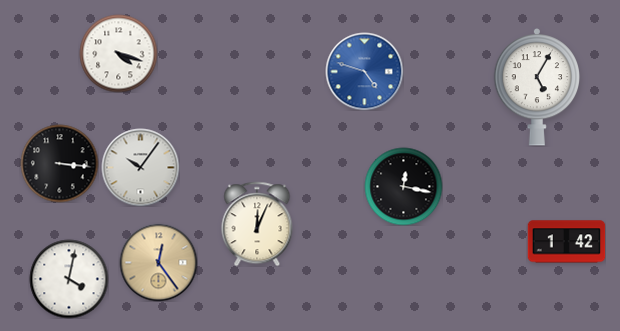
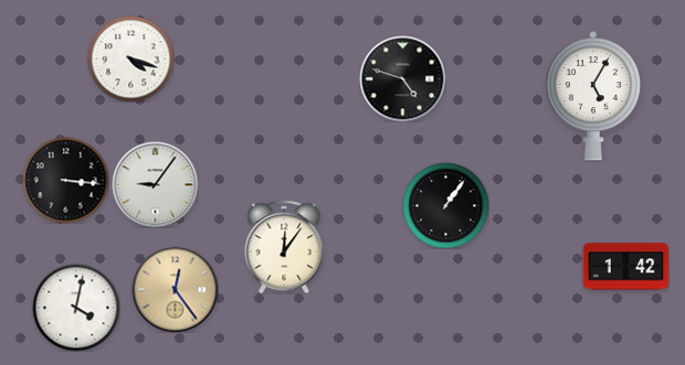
clock at (364, 71) dial: blue -> black
clock at (140, 167): 10:06 -> 9:06
clock at (403, 186): 12:17 -> 1:06
clock at (257, 224): 12:04 -> 12:06
